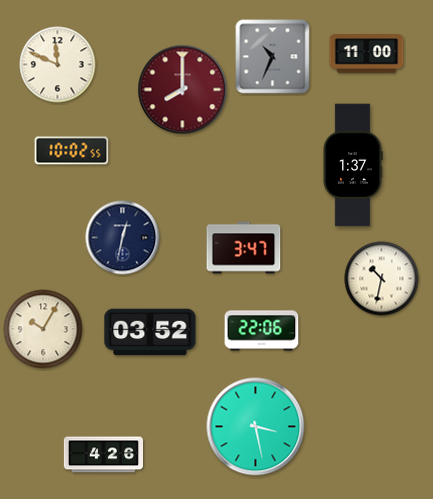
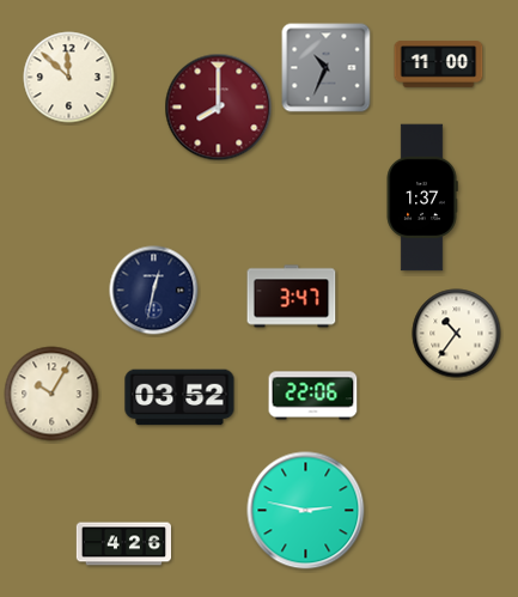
clock at (58, 65): 11:49 -> 11:52
clock at (72, 151): 10:02 -> none
clock at (123, 238) position: (123, 238) -> (154, 291)
clock at (382, 279): 10:32 -> 10:36
clock at (256, 427): 3:28 -> 2:47
